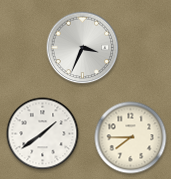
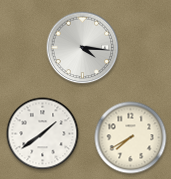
clock at (83, 48): 3:34 -> 4:16
clock at (131, 138): 7:45 -> 7:40
